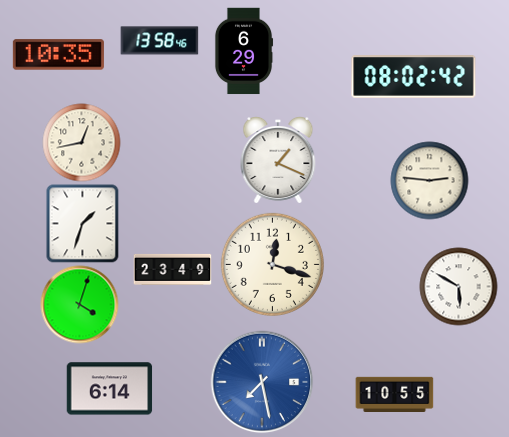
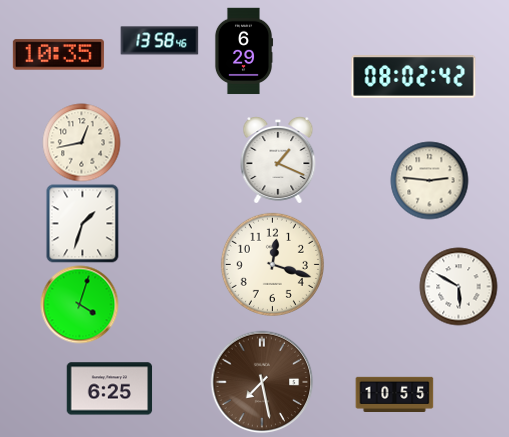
clock at (172, 269): 23:49 -> none
clock at (262, 382) dial: blue -> brown
clock at (109, 389): 6:14 -> 6:25
